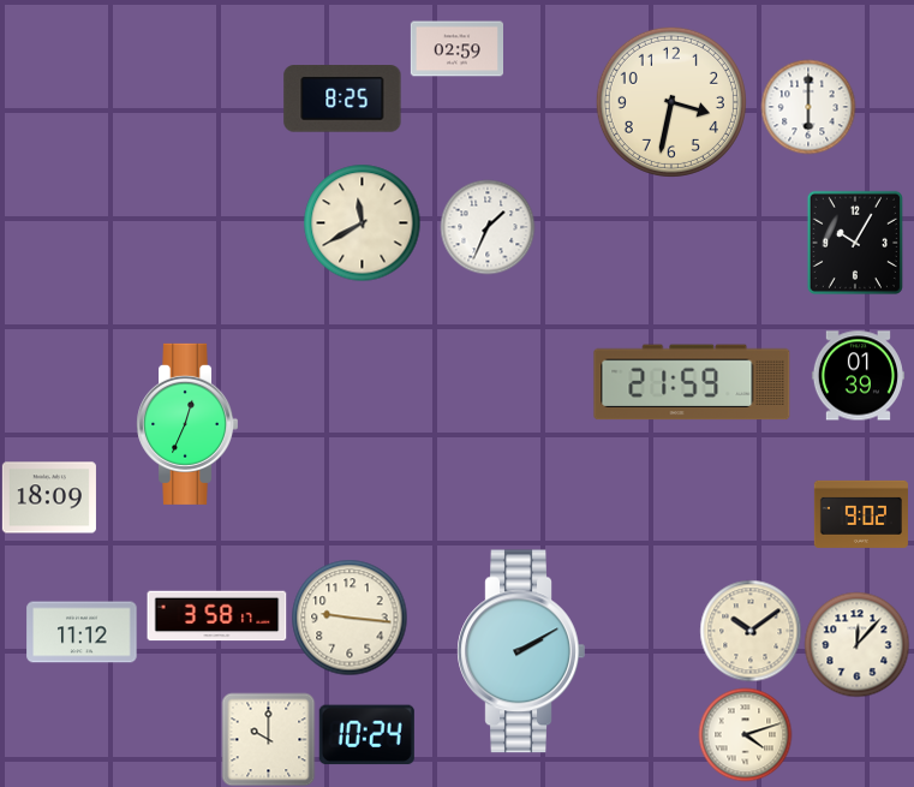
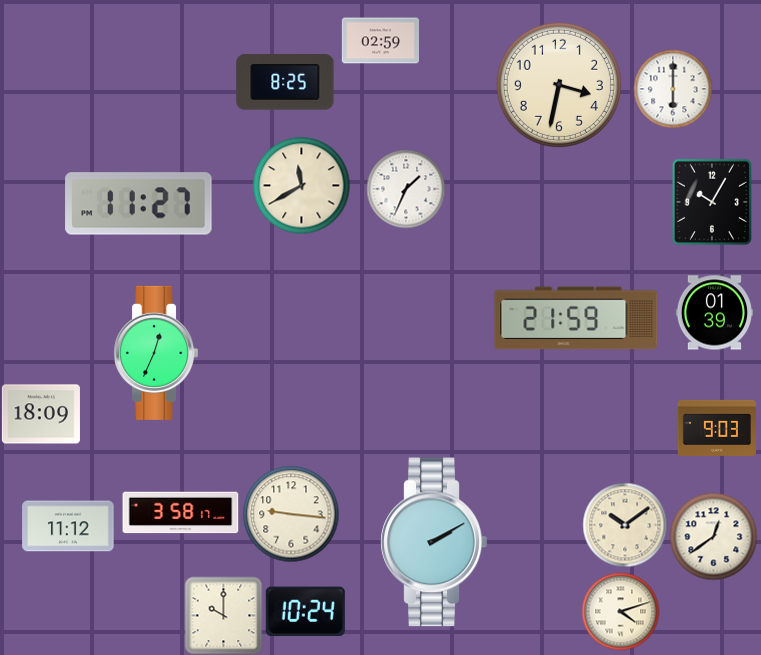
clock at (139, 204): none -> 11:27
clock at (861, 514): 9:02 -> 9:03
clock at (856, 644): 12:07 -> 12:39
